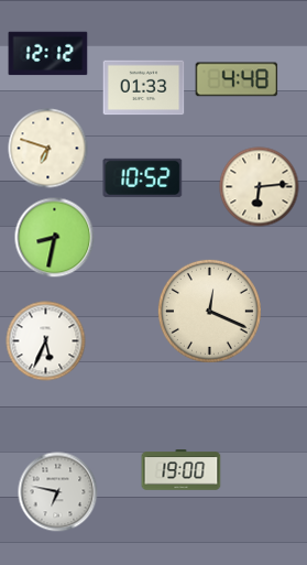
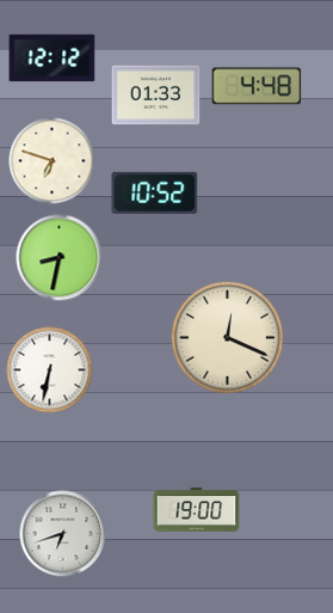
clock at (260, 187): 6:14 -> none
clock at (46, 341): 5:34 -> 6:32
clock at (58, 492): 6:47 -> 6:42
